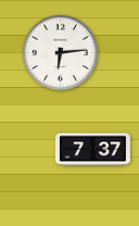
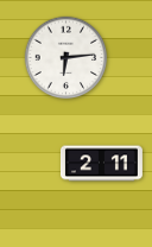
clock at (92, 150): 7:37 -> 2:11
